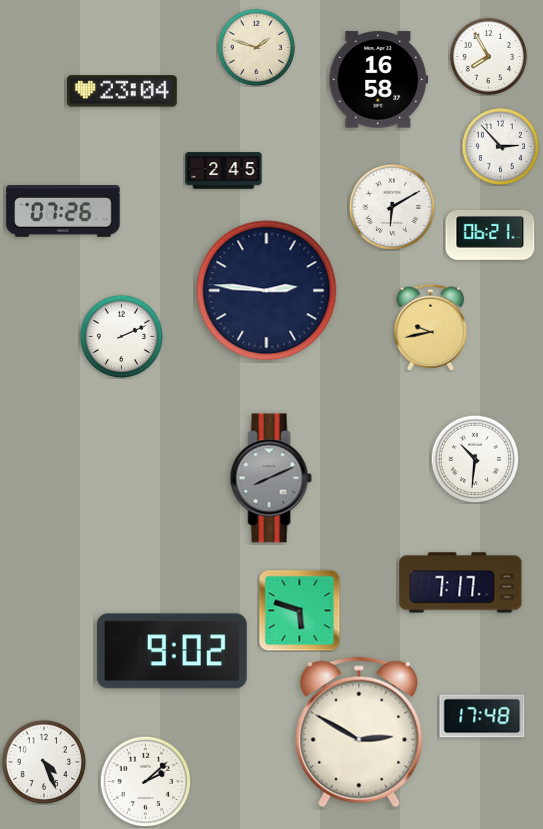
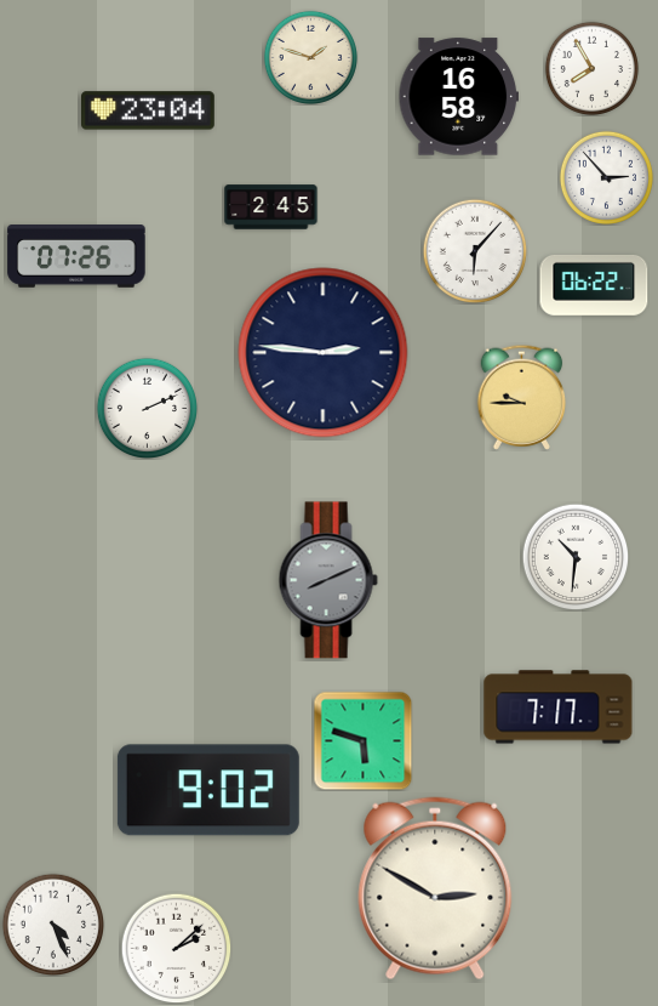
clock at (392, 207): 6:10 -> 6:07
clock at (490, 235): 06:21 -> 06:22
clock at (431, 327): 9:43 -> 9:45
clock at (482, 716): 17:48 -> none
